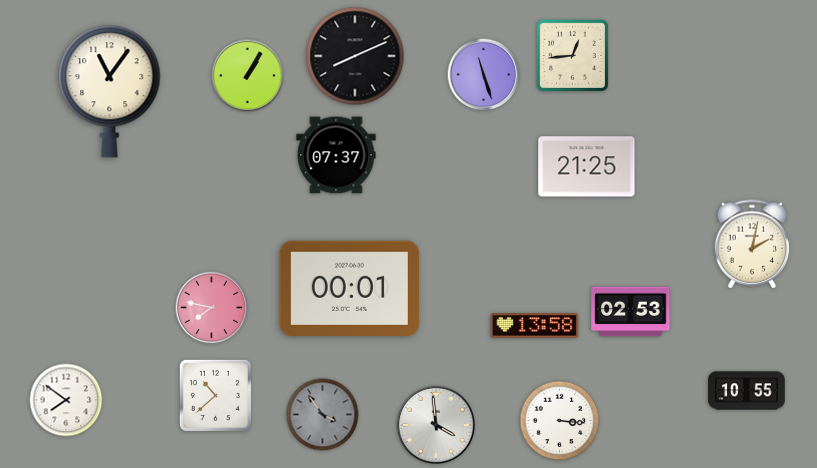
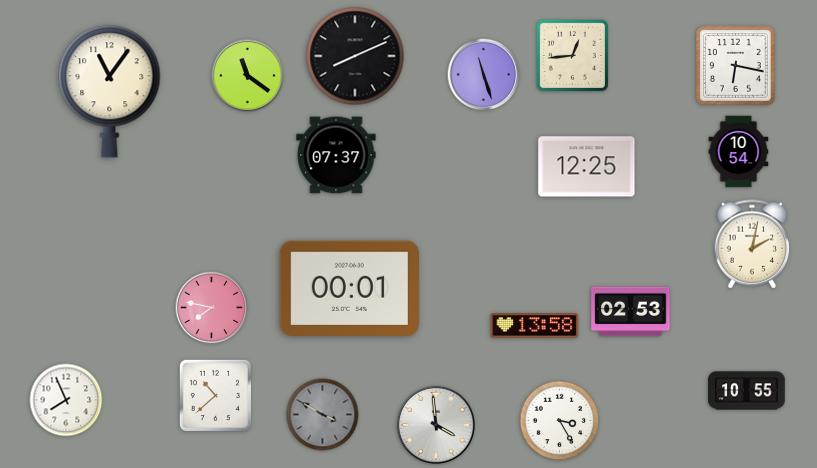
clock at (736, 66): none -> 6:17
clock at (248, 76): 1:05 -> 11:21
clock at (739, 152): none -> 10:54
clock at (587, 167): 21:25 -> 12:25
clock at (66, 400): 7:51 -> 7:56
clock at (323, 415): 3:54 -> 3:50
clock at (560, 421): 3:16 -> 3:25
